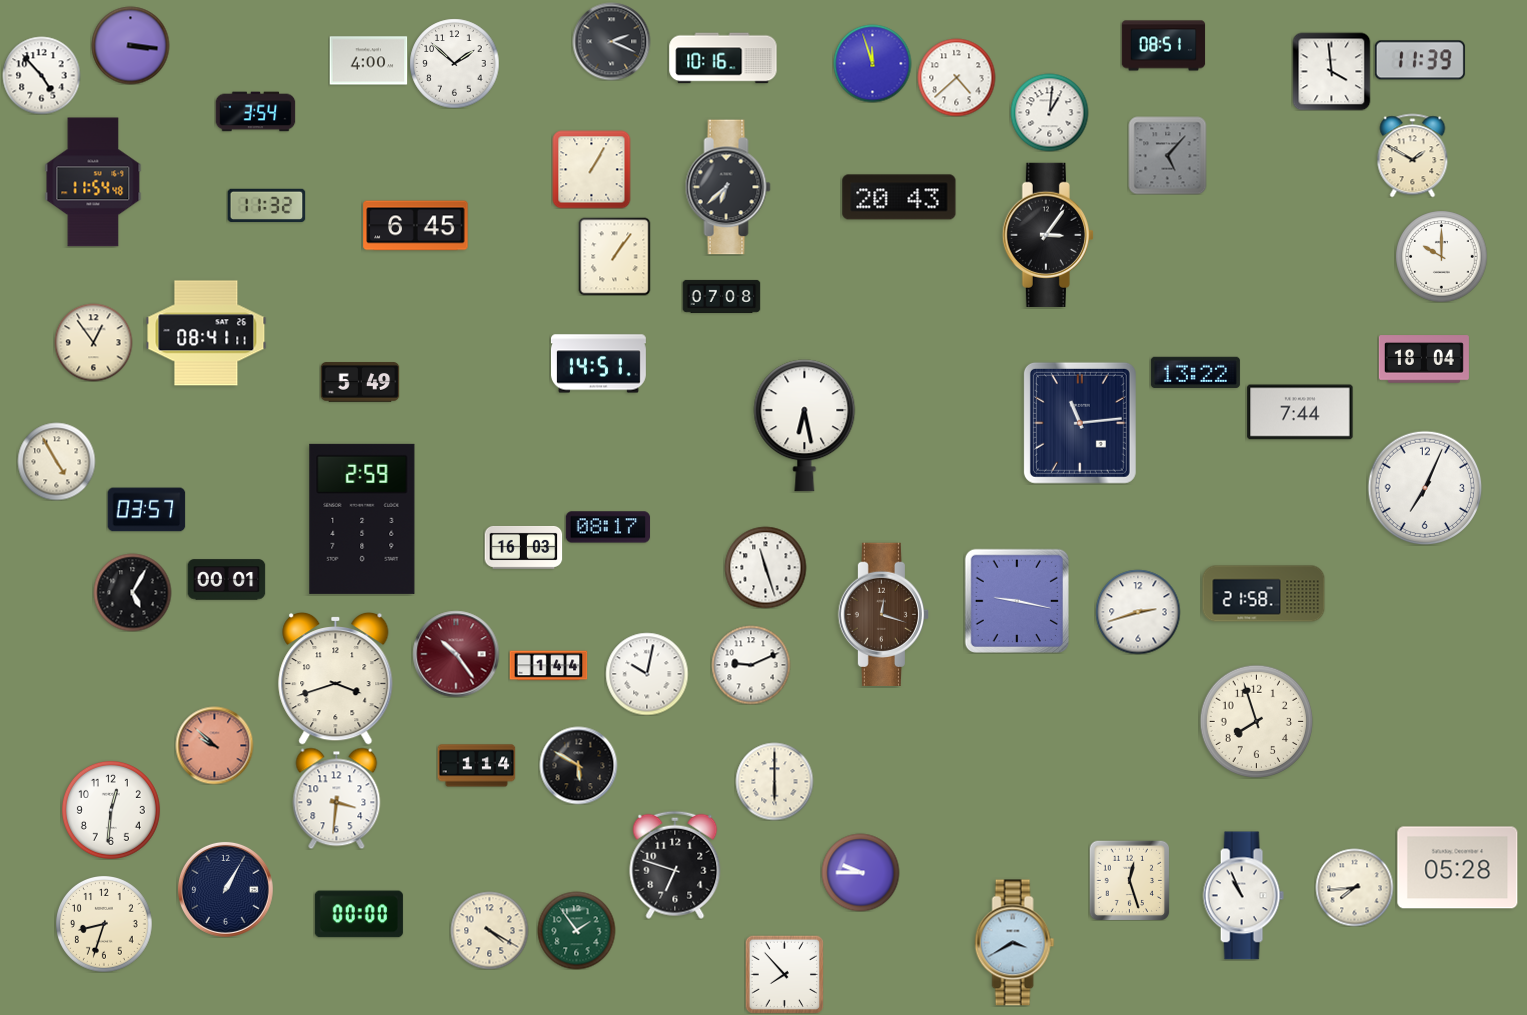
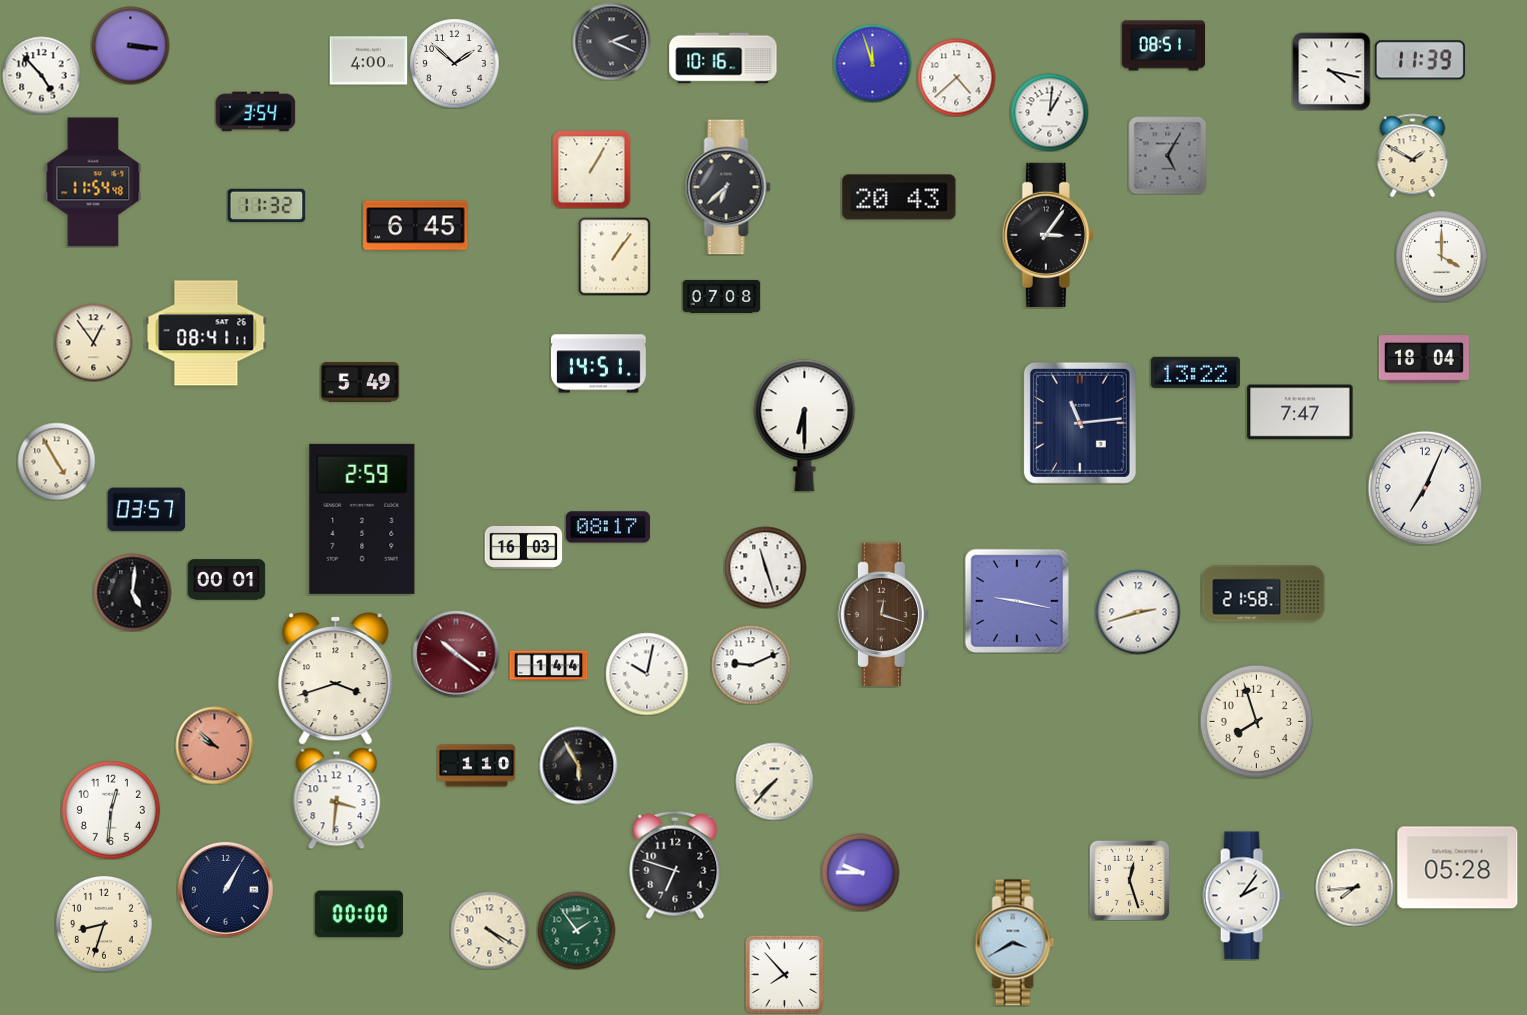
clock at (1331, 71): 3:59 -> 4:17
clock at (1167, 155): 5:07 -> 5:05
clock at (1441, 256): 10:00 -> 4:00
clock at (1300, 412): 7:44 -> 7:47
clock at (805, 426): 6:28 -> 6:30
clock at (132, 592): 5:05 -> 5:01
clock at (456, 654): 10:24 -> 10:21
clock at (578, 765): 5:50 -> 5:55
clock at (476, 766): 1:14 -> 1:10
clock at (774, 781): 6:00 -> 7:37
clock at (1243, 896): 10:56 -> 2:06
